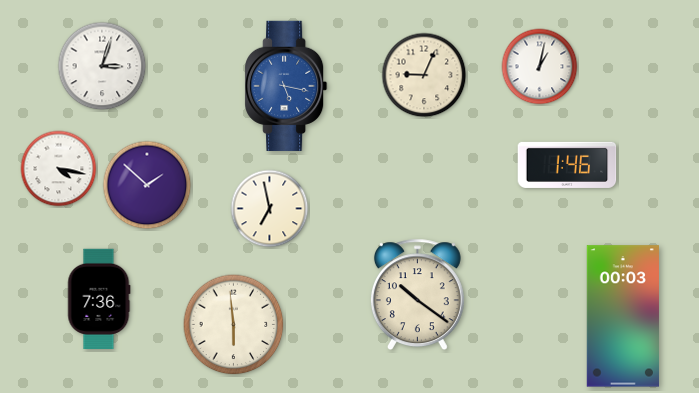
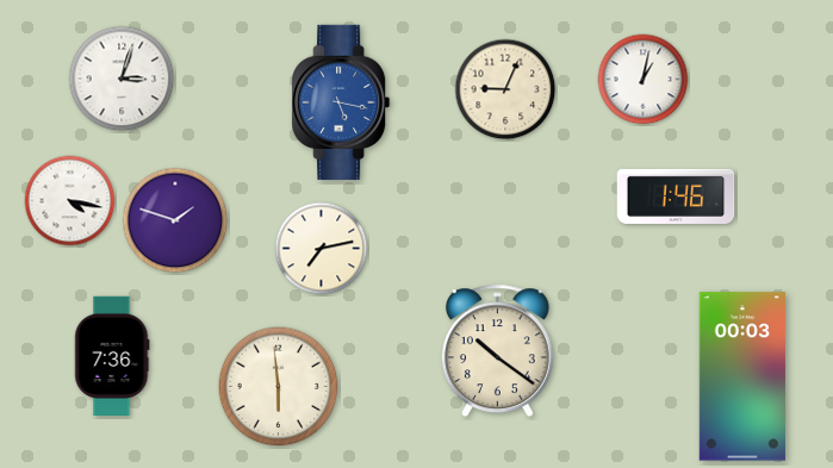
clock at (147, 185): 1:52 -> 1:48
clock at (270, 209): 6:58 -> 7:13
clock at (99, 299) position: (99, 299) -> (112, 356)
